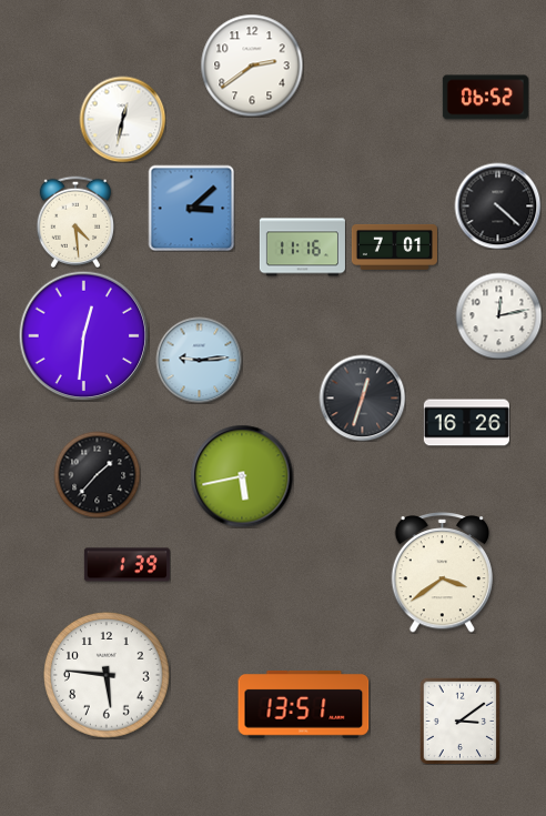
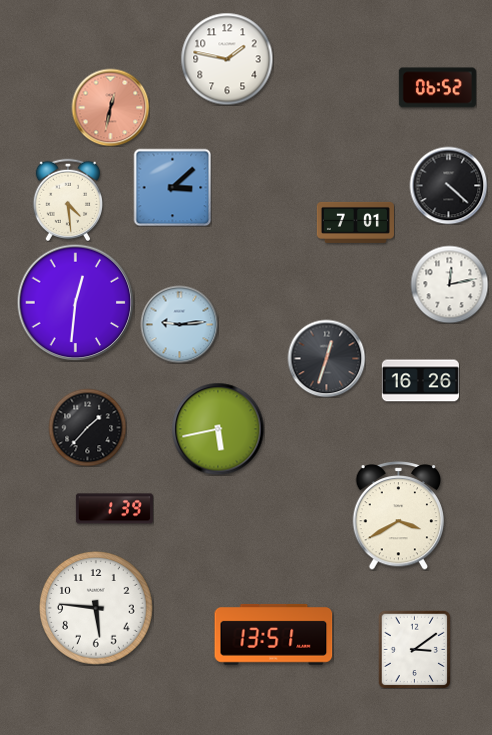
clock at (252, 66): 2:39 -> 1:47
clock at (122, 119) dial: white -> salmon
clock at (302, 248): 11:16 -> none
clock at (442, 573): 3:39 -> 3:40
